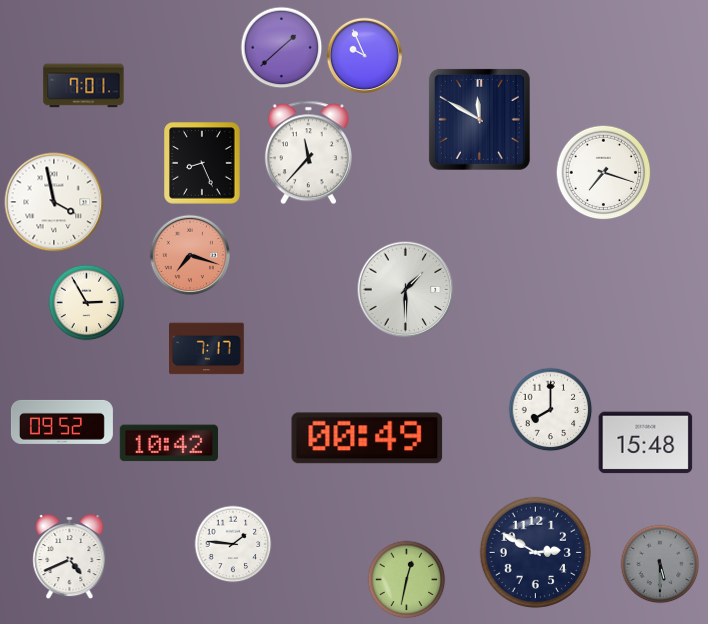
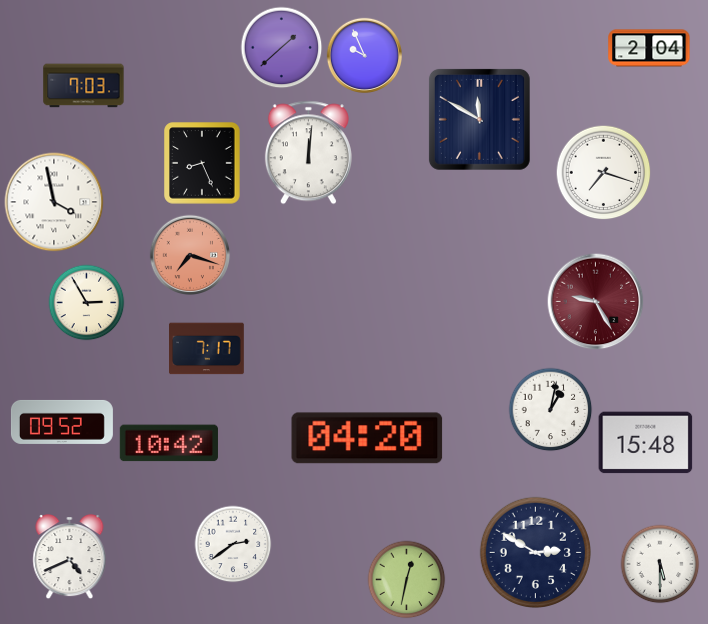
clock at (649, 48): none -> 2:04
clock at (84, 86): 7:01 -> 7:03
clock at (308, 153): 11:37 -> 12:01
clock at (406, 290): 1:30 -> none
clock at (596, 302): none -> 9:25
clock at (551, 410): 8:00 -> 1:02
clock at (367, 438): 00:49 -> 04:20
clock at (233, 544): 1:46 -> 2:39
clock at (660, 564) dial: grey -> white
